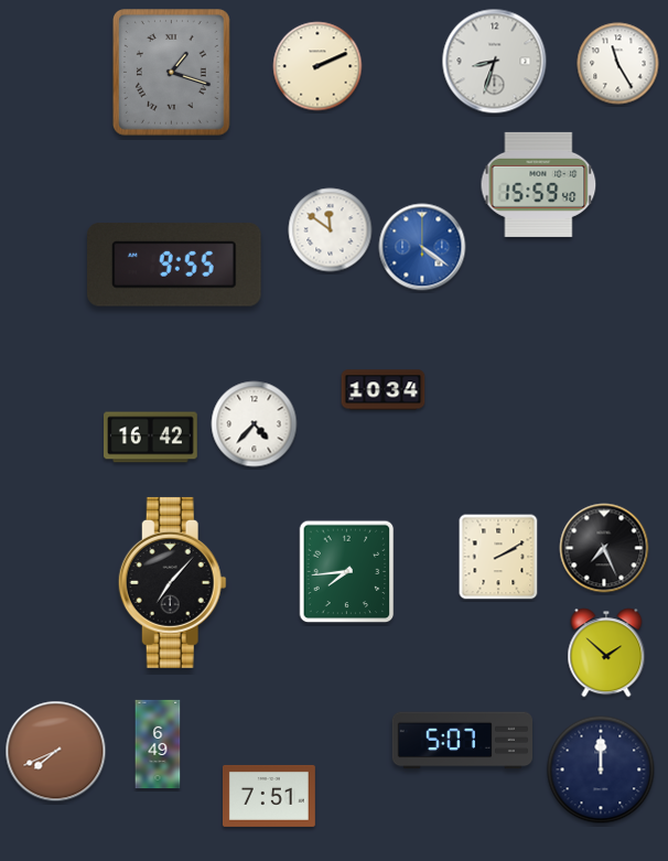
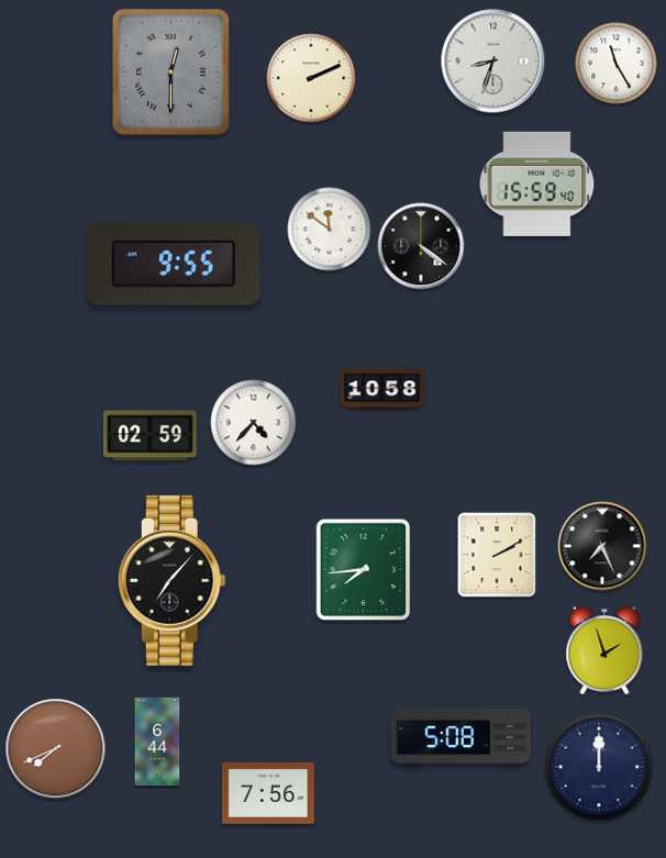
clock at (317, 66) position: (317, 66) -> (311, 78)
clock at (171, 73): 1:18 -> 12:30
clock at (422, 247) dial: blue -> black
clock at (384, 390): 10:34 -> 10:58
clock at (151, 438): 16:42 -> 02:59
clock at (347, 572) position: (347, 572) -> (364, 570)
clock at (606, 653): 1:52 -> 1:57
clock at (462, 741): 5:07 -> 5:08
clock at (158, 744): 6:49 -> 6:44
clock at (269, 796): 7:51 -> 7:56
